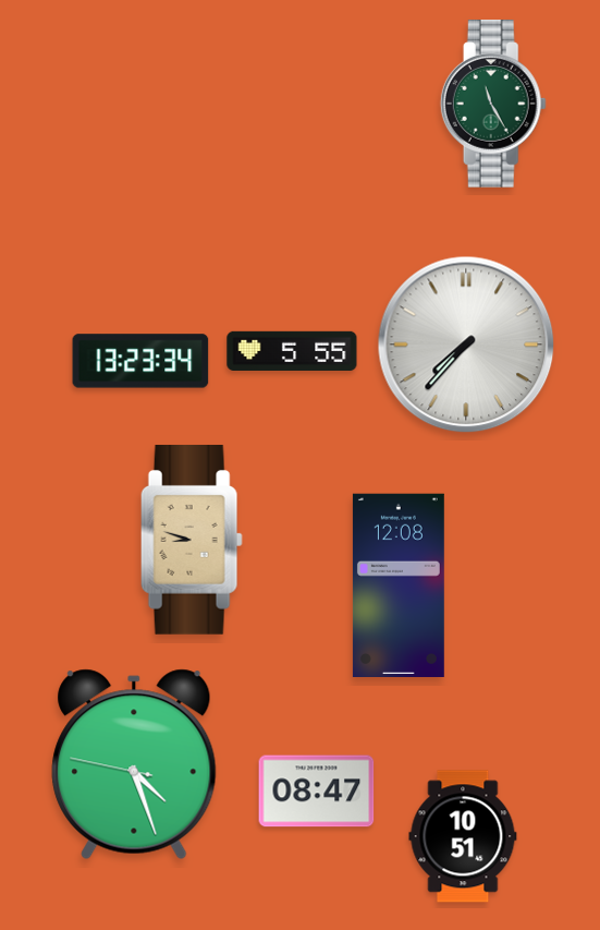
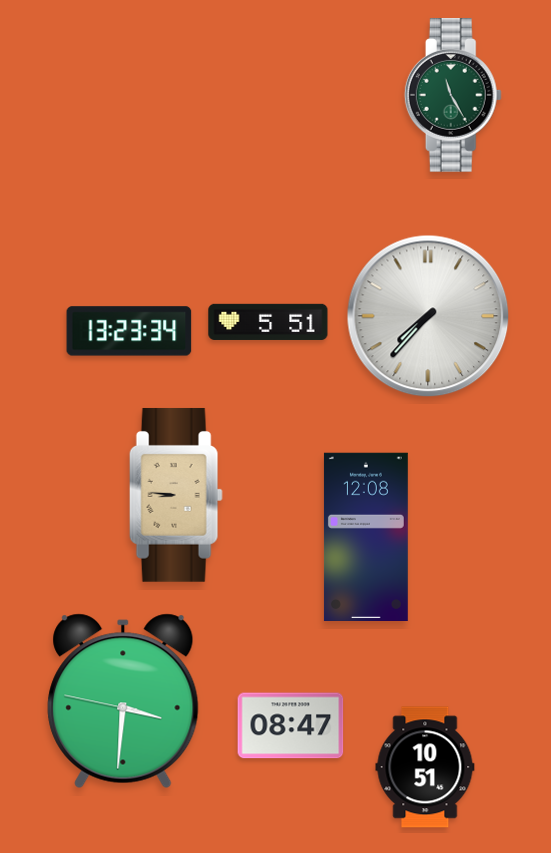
clock at (292, 351): 5:55 -> 5:51
clock at (192, 540): 8:48 -> 8:46
clock at (134, 764): 4:26 -> 3:30
